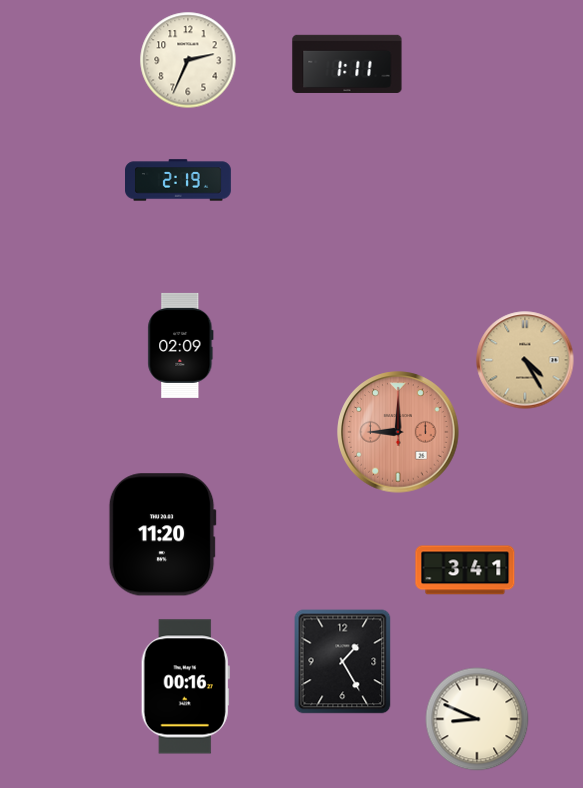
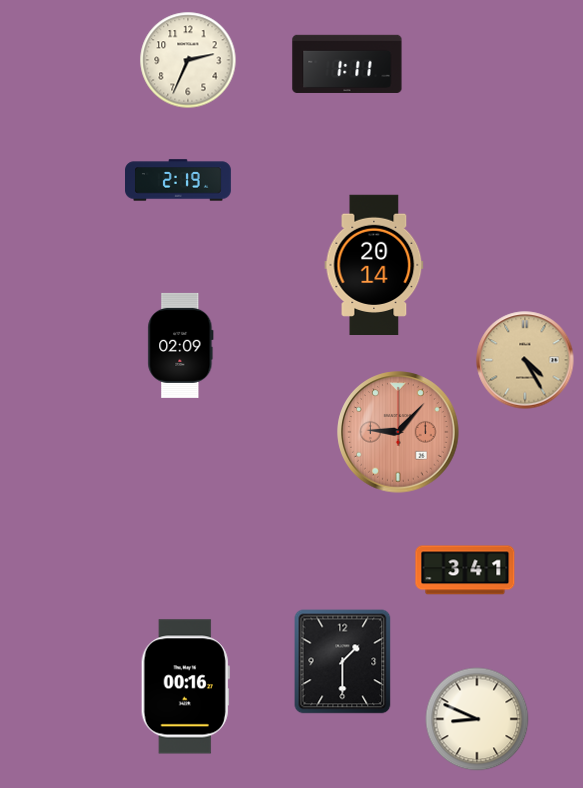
clock at (374, 264): none -> 20:14
clock at (398, 432): 9:00 -> 9:07
clock at (162, 535): 11:20 -> none
clock at (343, 662): 1:25 -> 1:30
